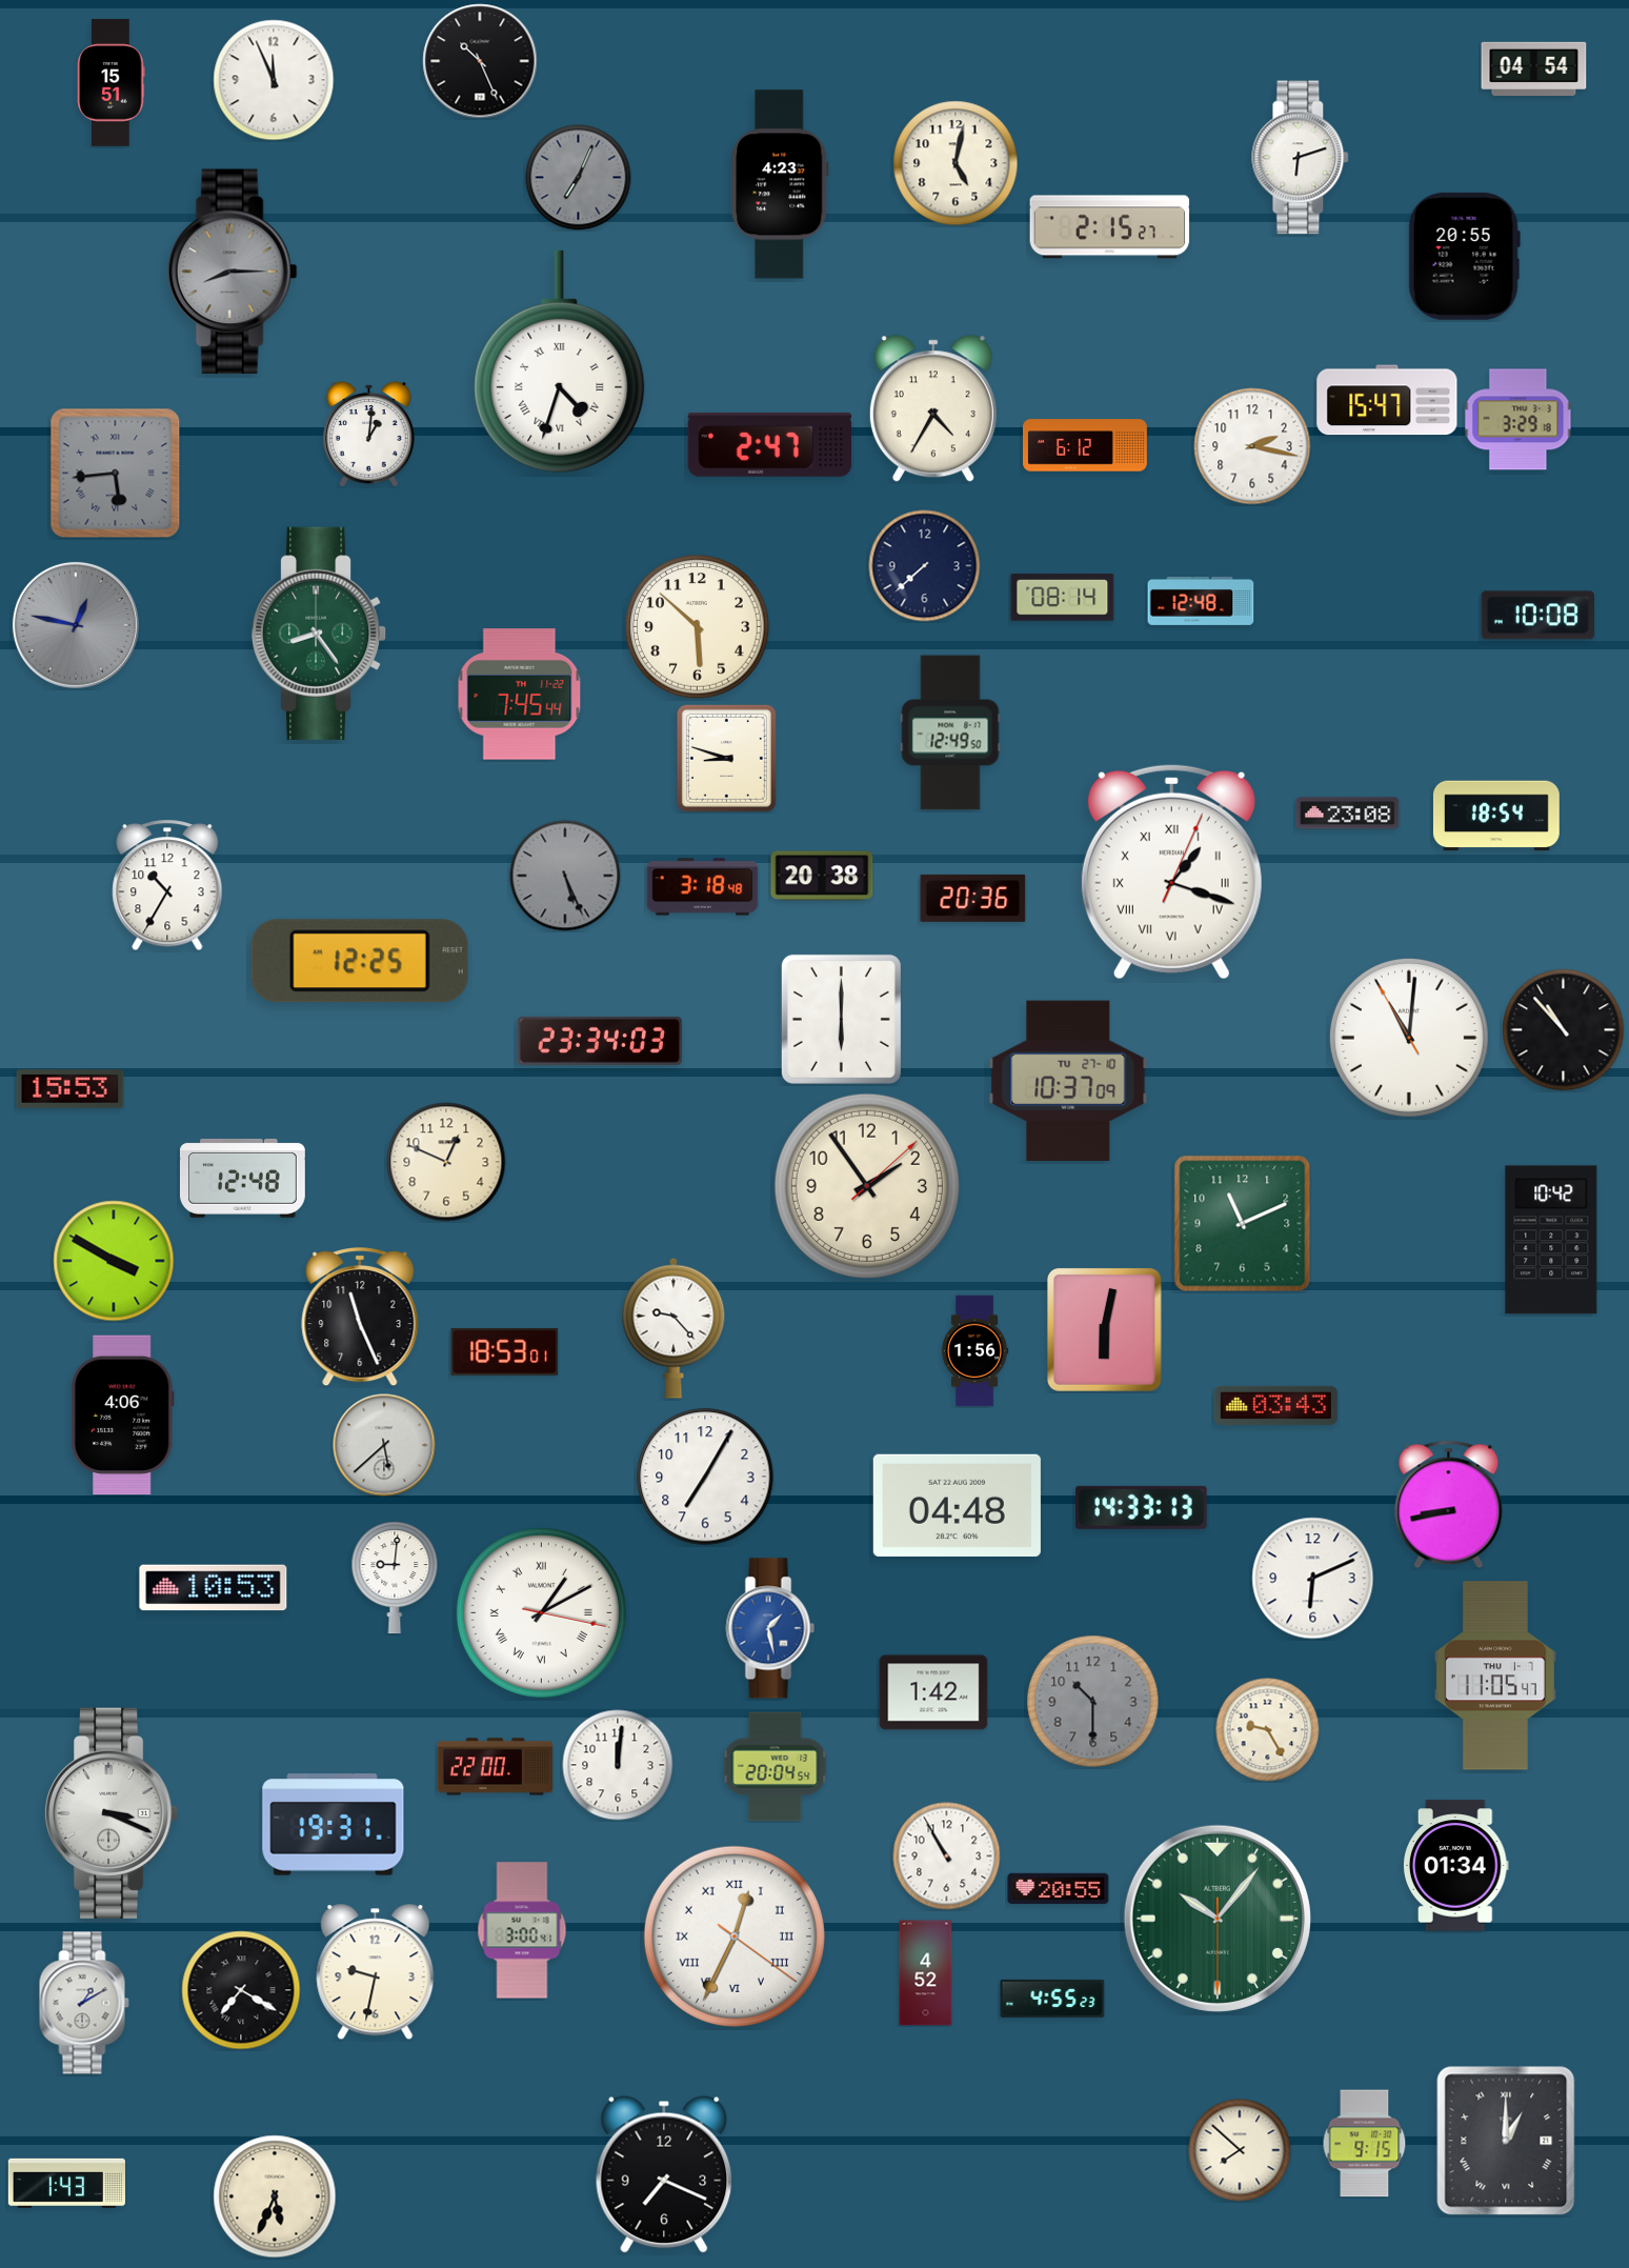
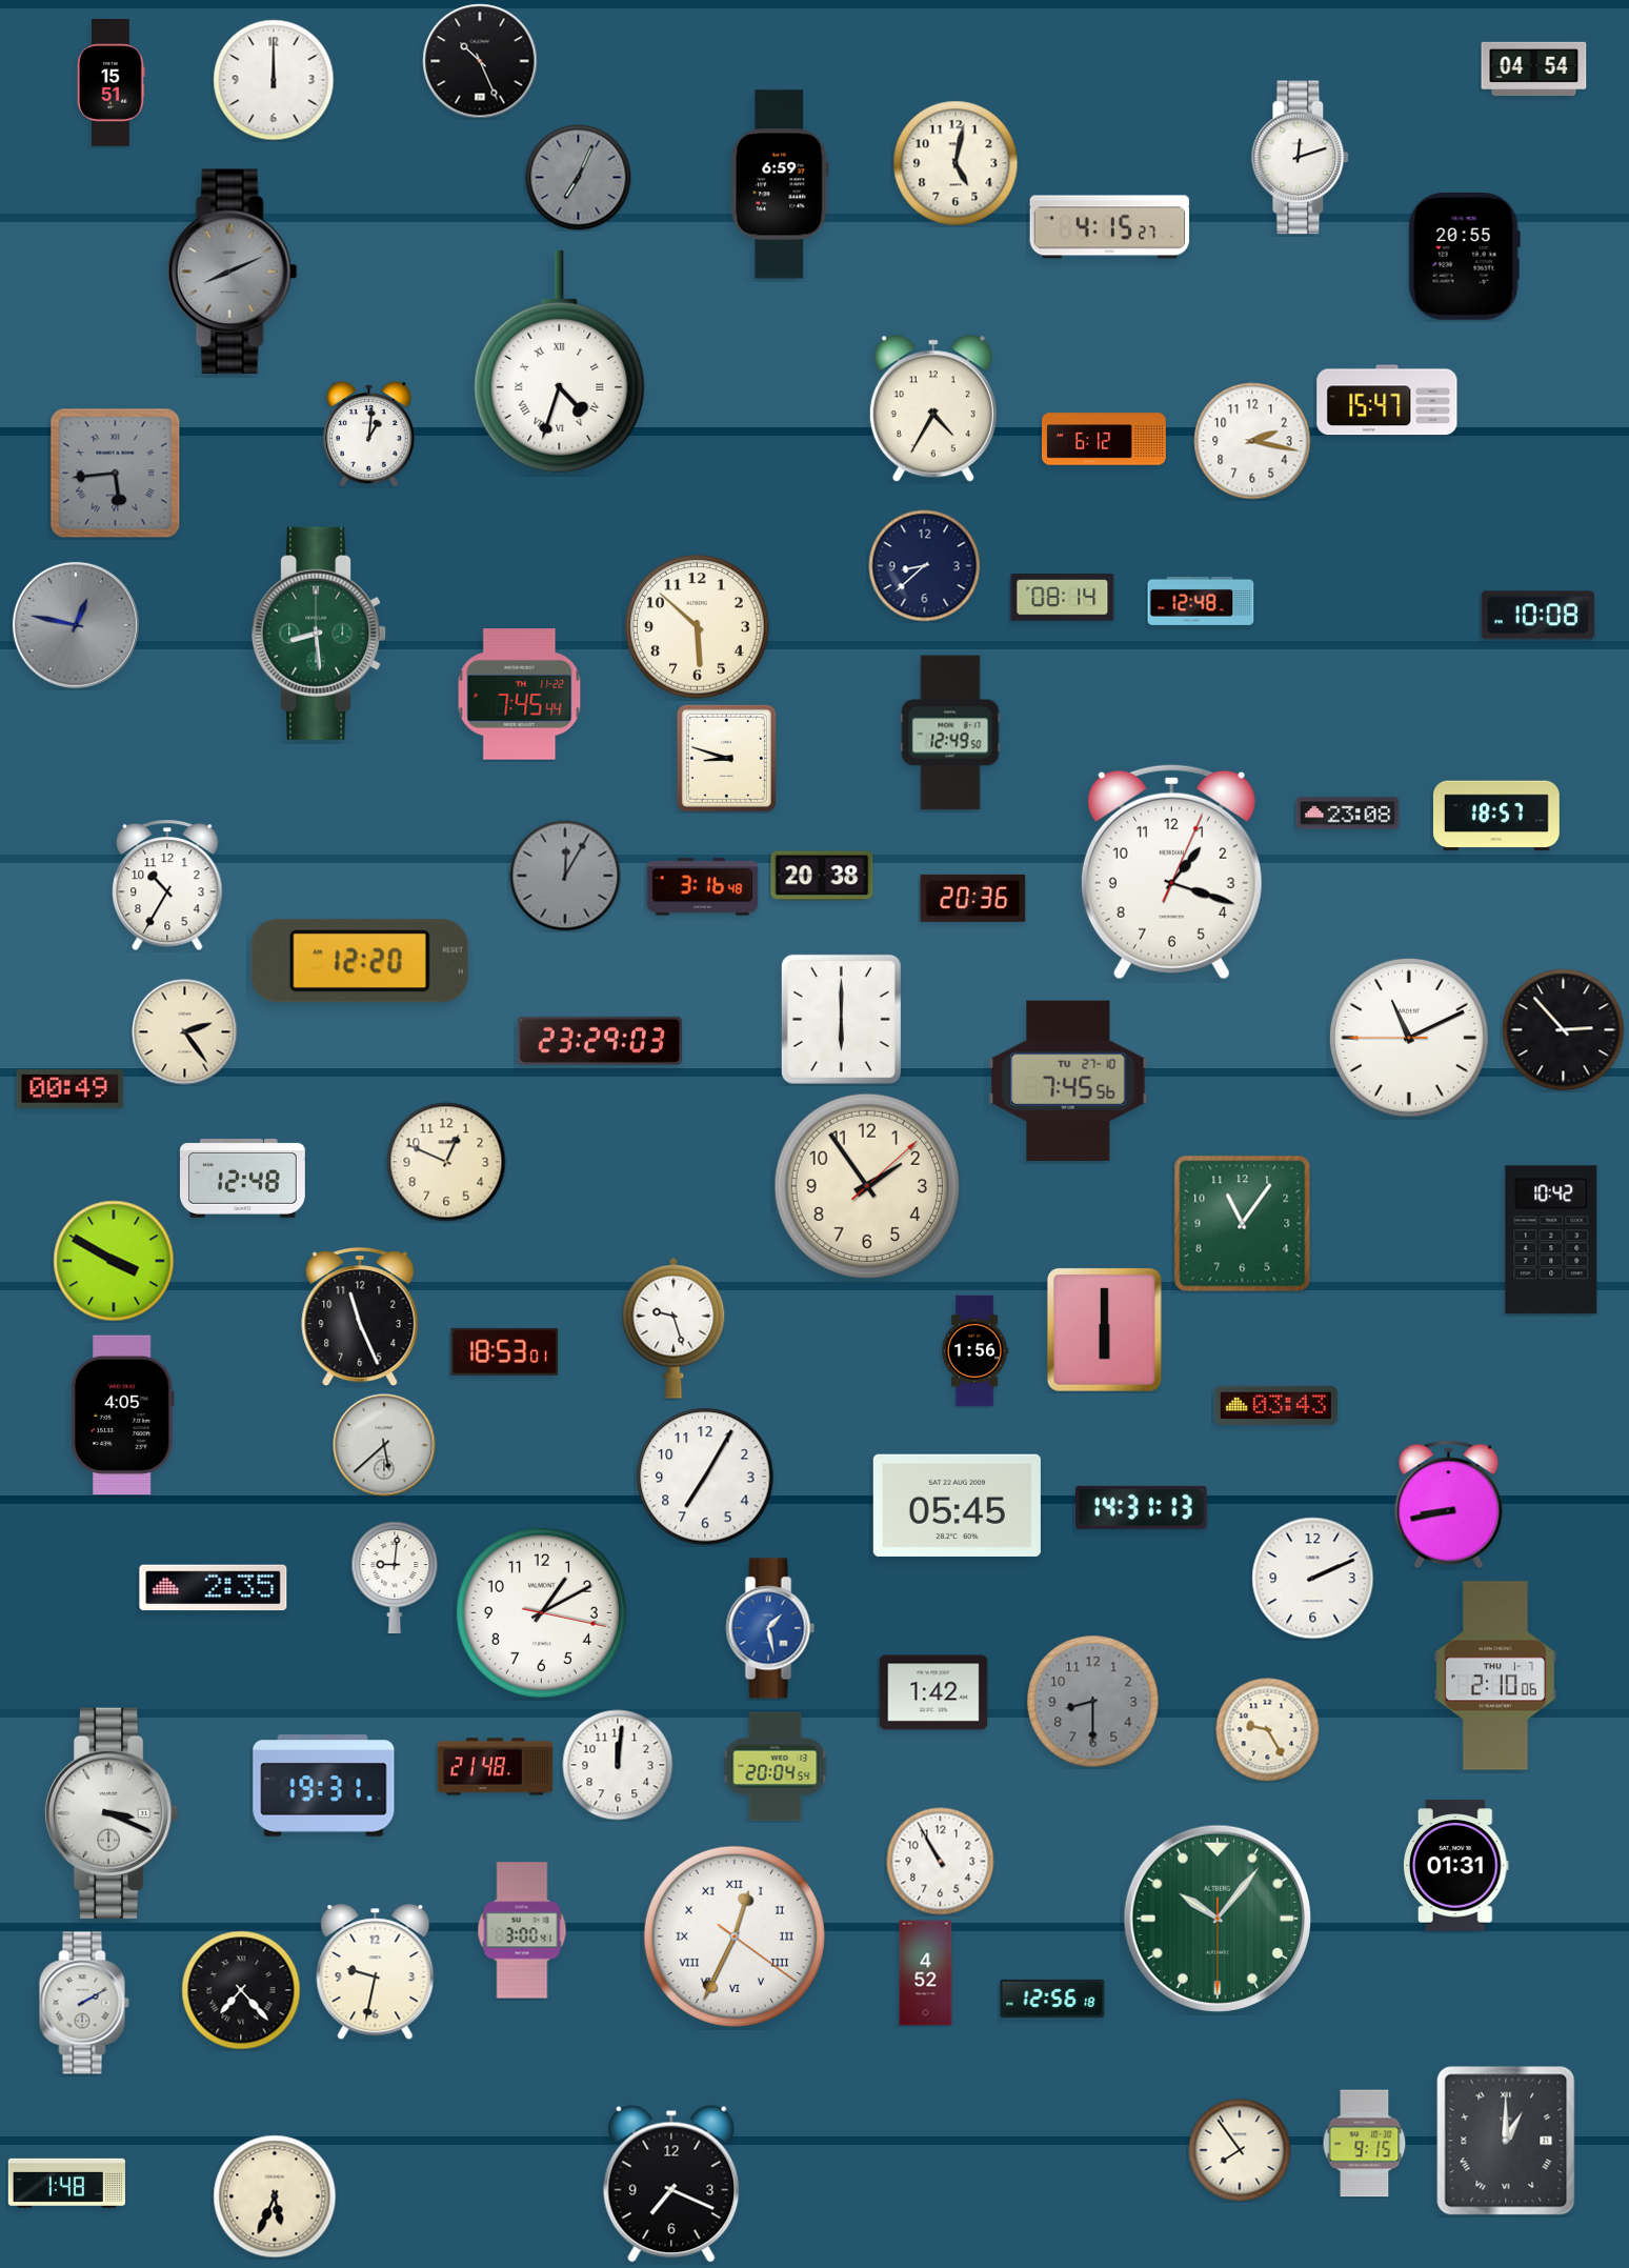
clock at (274, 80): 11:56 -> 12:00
clock at (1301, 158): 6:12 -> 12:12
clock at (780, 184): 4:23 -> 6:59
clock at (1110, 227): 2:15 -> 4:15
clock at (233, 272): 8:15 -> 8:11
clock at (1519, 420): 3:29 -> none
clock at (769, 444): 2:47 -> none
clock at (1086, 445) position: (1086, 445) -> (1105, 439)
clock at (1252, 446) position: (1252, 446) -> (1252, 441)
clock at (925, 566): 7:38 -> 8:38
clock at (319, 634): 8:24 -> 8:29
clock at (1496, 816): 18:54 -> 18:57
clock at (1171, 871) numerals: Roman -> Arabic
clock at (565, 876): 5:26 -> 12:05
clock at (703, 887): 3:18 -> 3:16
clock at (360, 961): 12:25 -> 12:20
clock at (1564, 1030): 10:53 -> 2:53
clock at (185, 1032): none -> 2:24
clock at (1409, 1038): 11:00 -> 11:10
clock at (600, 1041): 23:34 -> 23:29
clock at (1068, 1080): 10:37 -> 7:45
clock at (71, 1089): 15:53 -> 00:49
clock at (1243, 1224): 11:11 -> 11:06
clock at (673, 1328): 9:23 -> 9:27
clock at (1104, 1329): 6:02 -> 6:00
clock at (122, 1416): 4:06 -> 4:05
clock at (957, 1505): 04:48 -> 05:45
clock at (1142, 1507): 14:33 -> 14:31
clock at (1313, 1579): 6:11 -> 2:11
clock at (214, 1588): 10:53 -> 2:35
clock at (541, 1612) numerals: Roman -> Arabic
clock at (1495, 1675): 11:05 -> 2:10
clock at (1093, 1702): 10:30 -> 8:30
clock at (496, 1767): 22:00 -> 21:48
clock at (334, 1825) position: (334, 1825) -> (324, 1786)
clock at (947, 1856) position: (947, 1856) -> (941, 1862)
clock at (1456, 1866): 01:34 -> 01:31
clock at (1059, 1888): 20:55 -> none
clock at (241, 1990): 7:20 -> 7:23
clock at (1052, 1999): 4:55 -> 12:56
clock at (84, 2003): 1:10 -> 2:10
clock at (1240, 2150): 7:52 -> 7:54
clock at (664, 2174) position: (664, 2174) -> (671, 2184)
clock at (66, 2183): 1:43 -> 1:48
